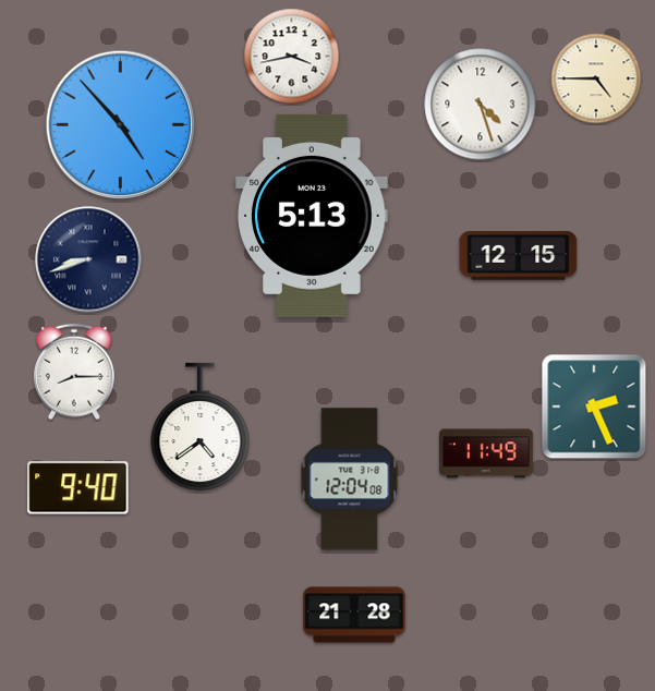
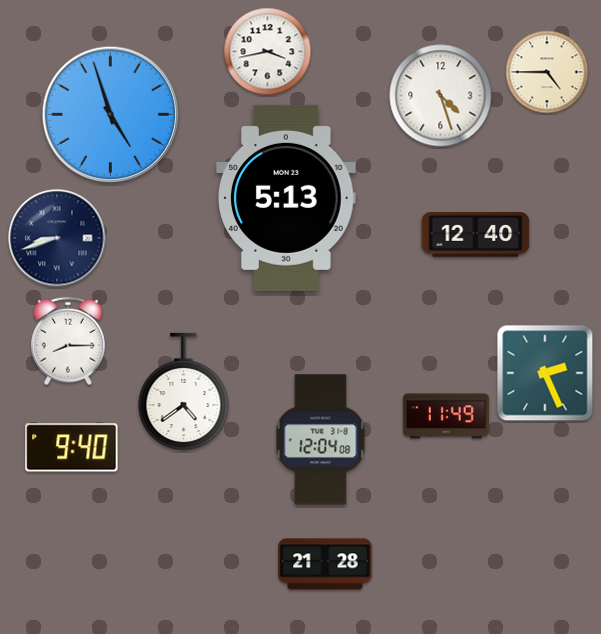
clock at (121, 125): 4:53 -> 4:57
clock at (519, 256): 12:15 -> 12:40
clock at (88, 259) position: (88, 259) -> (57, 238)
